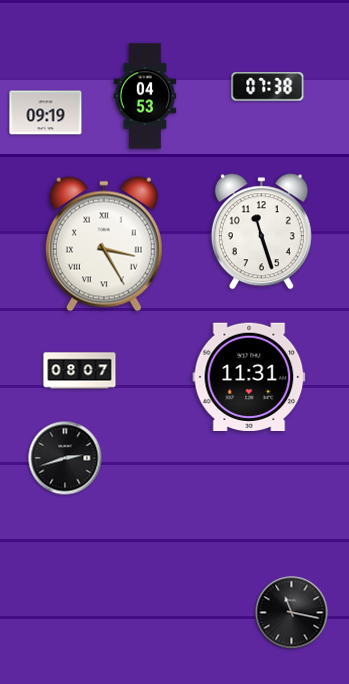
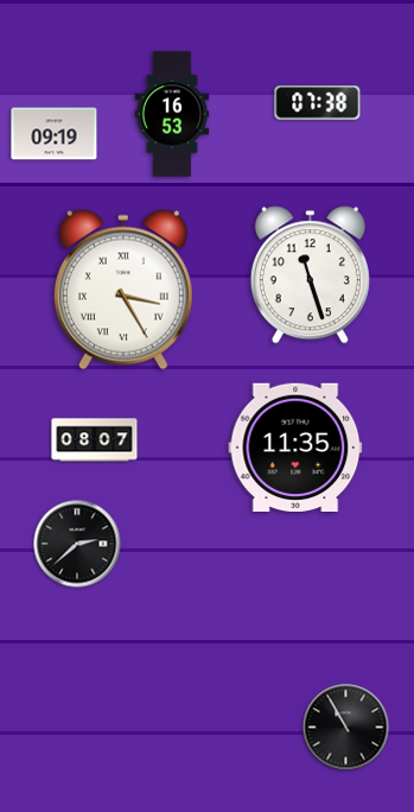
clock at (145, 96): 04:53 -> 16:53
clock at (249, 376): 11:31 -> 11:35
clock at (65, 458): 2:42 -> 2:38
clock at (292, 613): 11:17 -> 10:55
